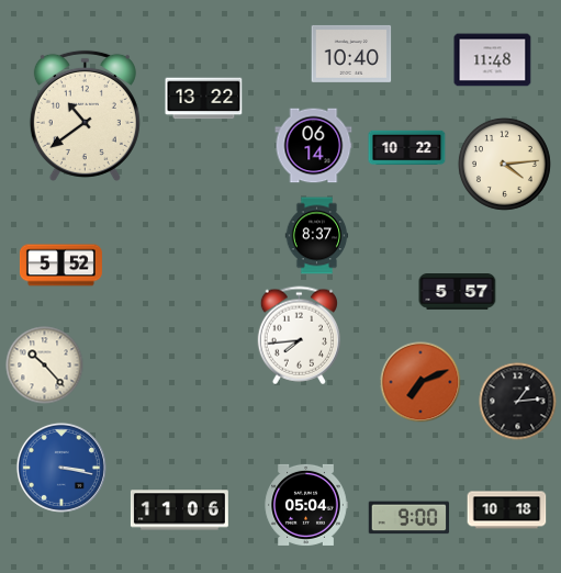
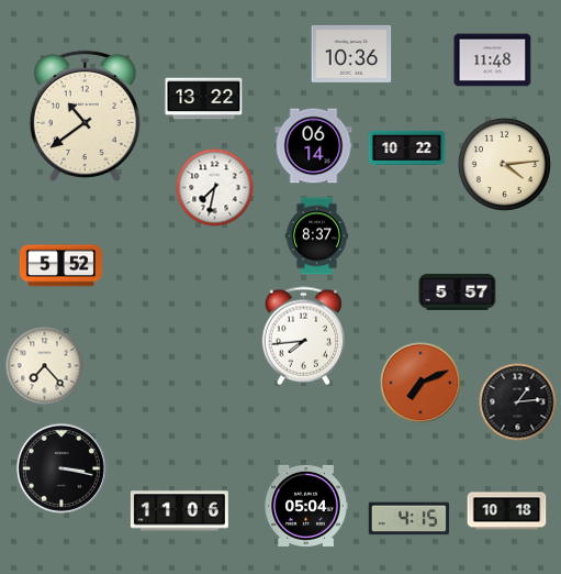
clock at (351, 54): 10:40 -> 10:36
clock at (215, 188): none -> 7:32
clock at (299, 336) position: (299, 336) -> (303, 336)
clock at (45, 366): 10:23 -> 7:23
clock at (61, 468) dial: blue -> black
clock at (409, 518): 9:00 -> 4:15
